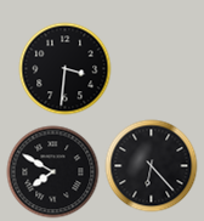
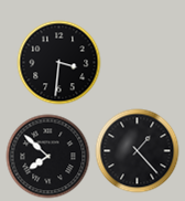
clock at (152, 166): 6:23 -> 1:23
clock at (53, 172): 7:50 -> 7:52
